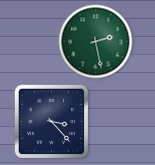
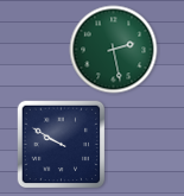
clock at (52, 122): 3:23 -> 9:50
